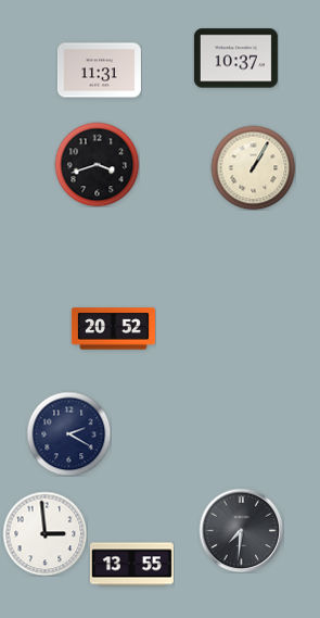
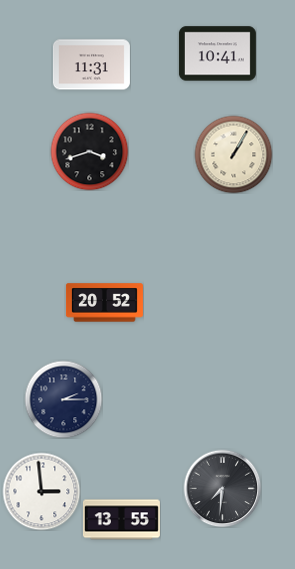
clock at (235, 59): 10:37 -> 10:41
clock at (68, 433): 2:20 -> 2:15
